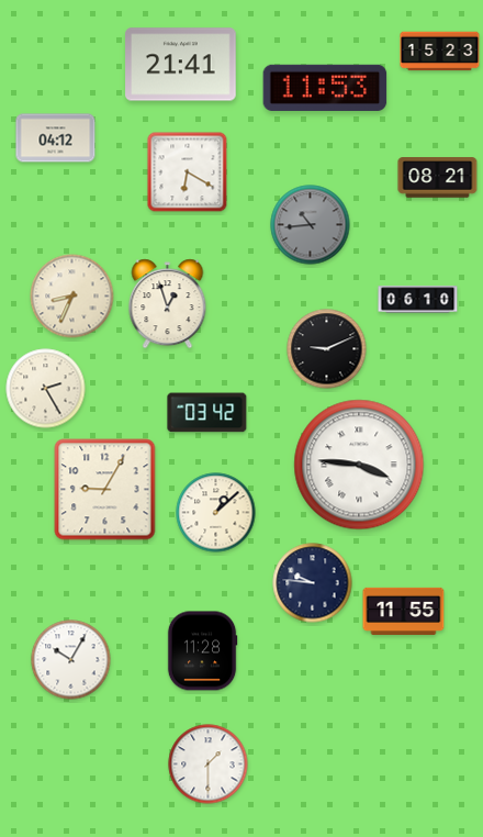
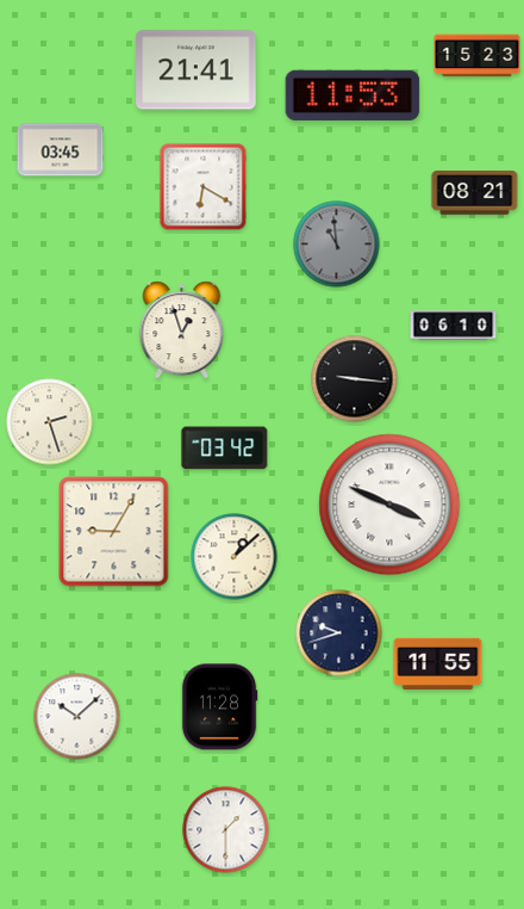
clock at (56, 138): 04:12 -> 03:45
clock at (311, 225): 10:44 -> 10:59
clock at (72, 297): 8:34 -> none
clock at (327, 349): 9:11 -> 9:16
clock at (46, 389): 2:25 -> 2:27
clock at (359, 465): 3:46 -> 3:49
clock at (313, 583): 9:46 -> 9:42
clock at (71, 660): 10:05 -> 10:08
